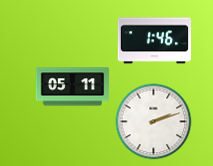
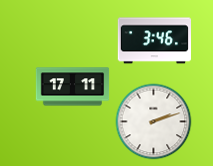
clock at (154, 41): 1:46 -> 3:46
clock at (73, 87): 05:11 -> 17:11
